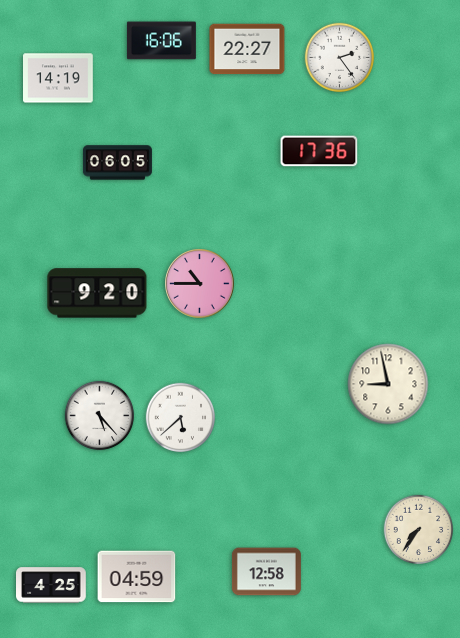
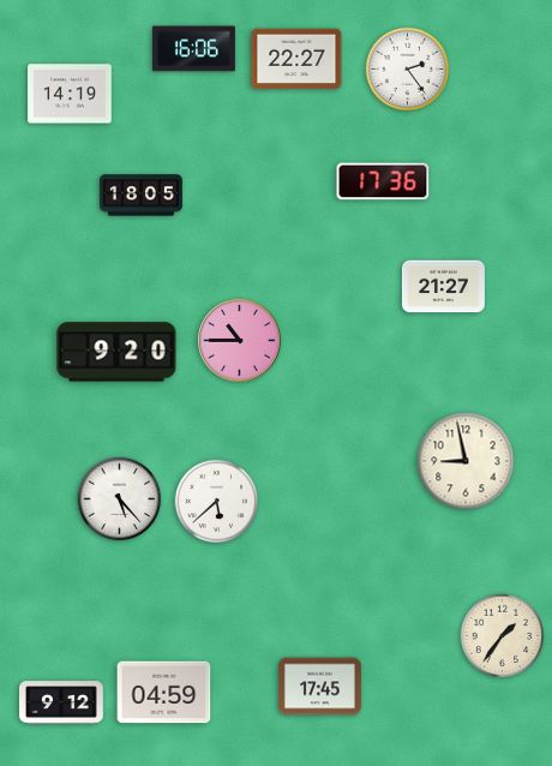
clock at (117, 163): 06:05 -> 18:05
clock at (443, 287): none -> 21:27
clock at (419, 530): 7:36 -> 1:36
clock at (266, 572): 12:58 -> 17:45
clock at (51, 585): 4:25 -> 9:12
